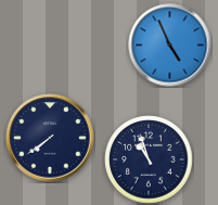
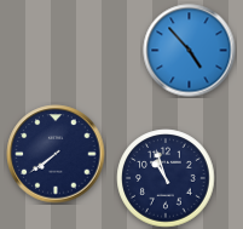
clock at (170, 46): 4:56 -> 4:53
